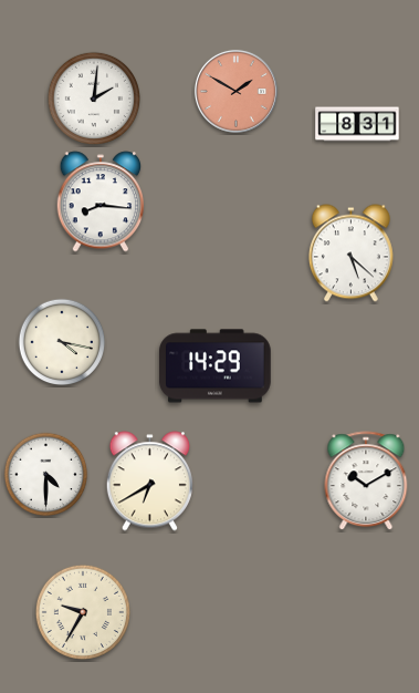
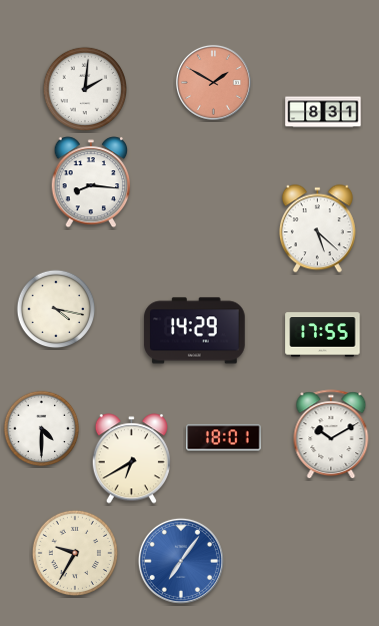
clock at (323, 335): none -> 17:55
clock at (149, 482) position: (149, 482) -> (131, 459)
clock at (224, 438): none -> 18:01
clock at (181, 561): none -> 7:06
